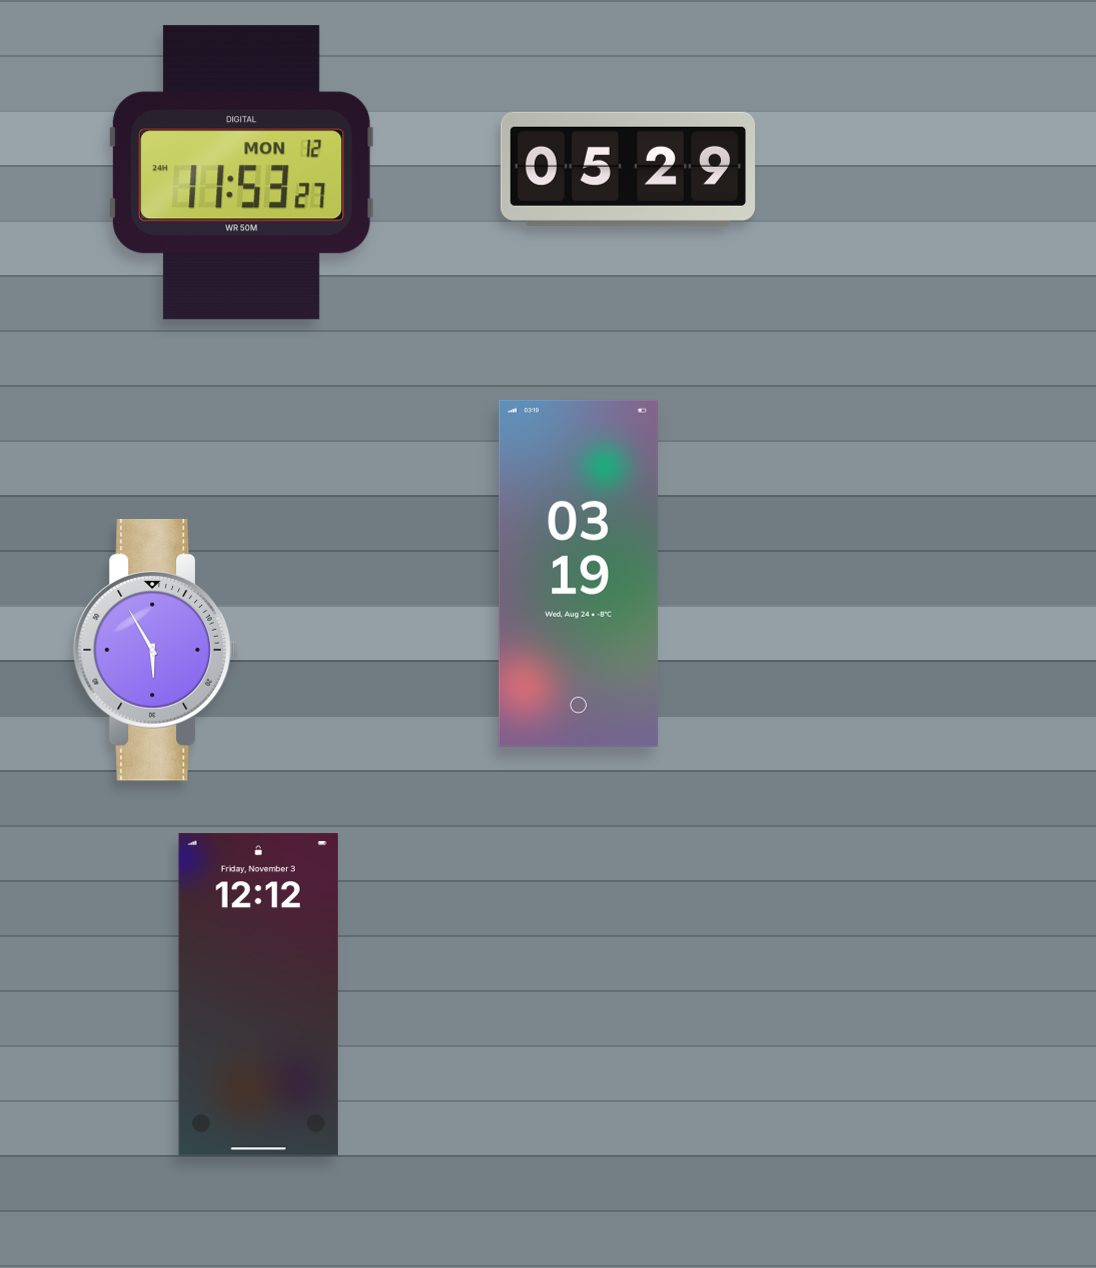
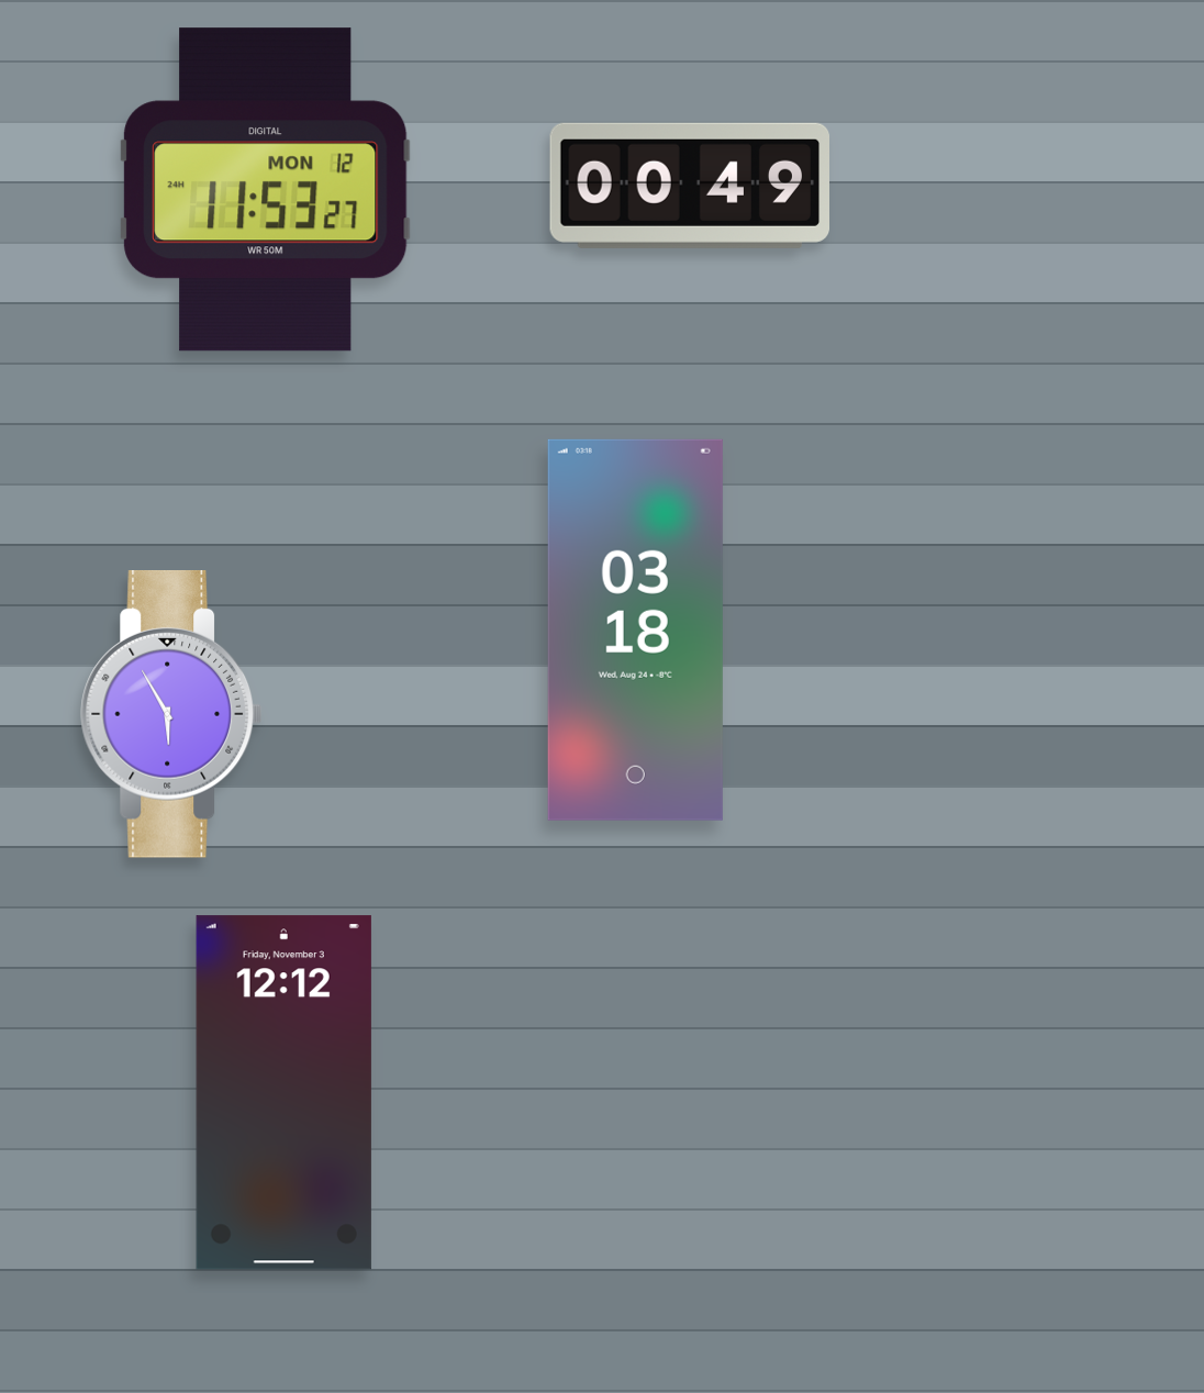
clock at (627, 169): 05:29 -> 00:49
clock at (578, 573): 03:19 -> 03:18
